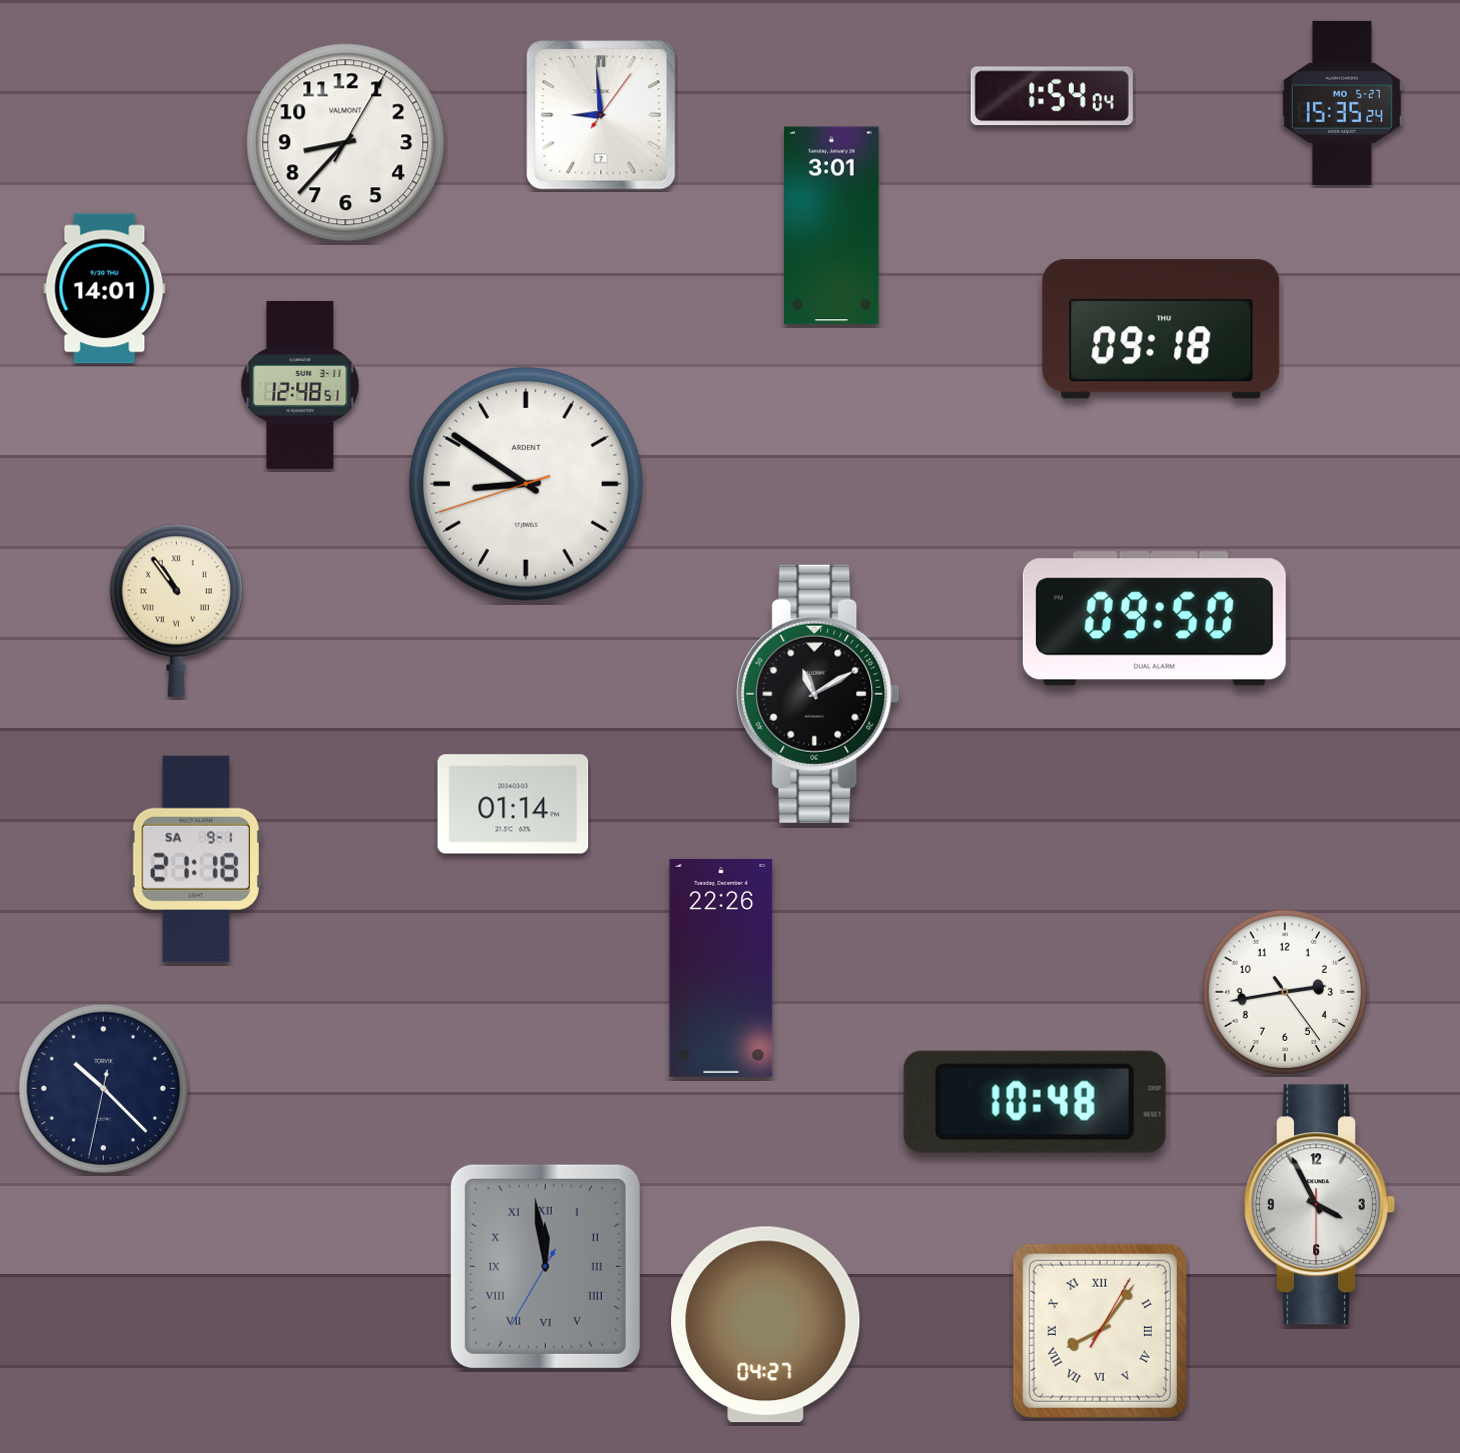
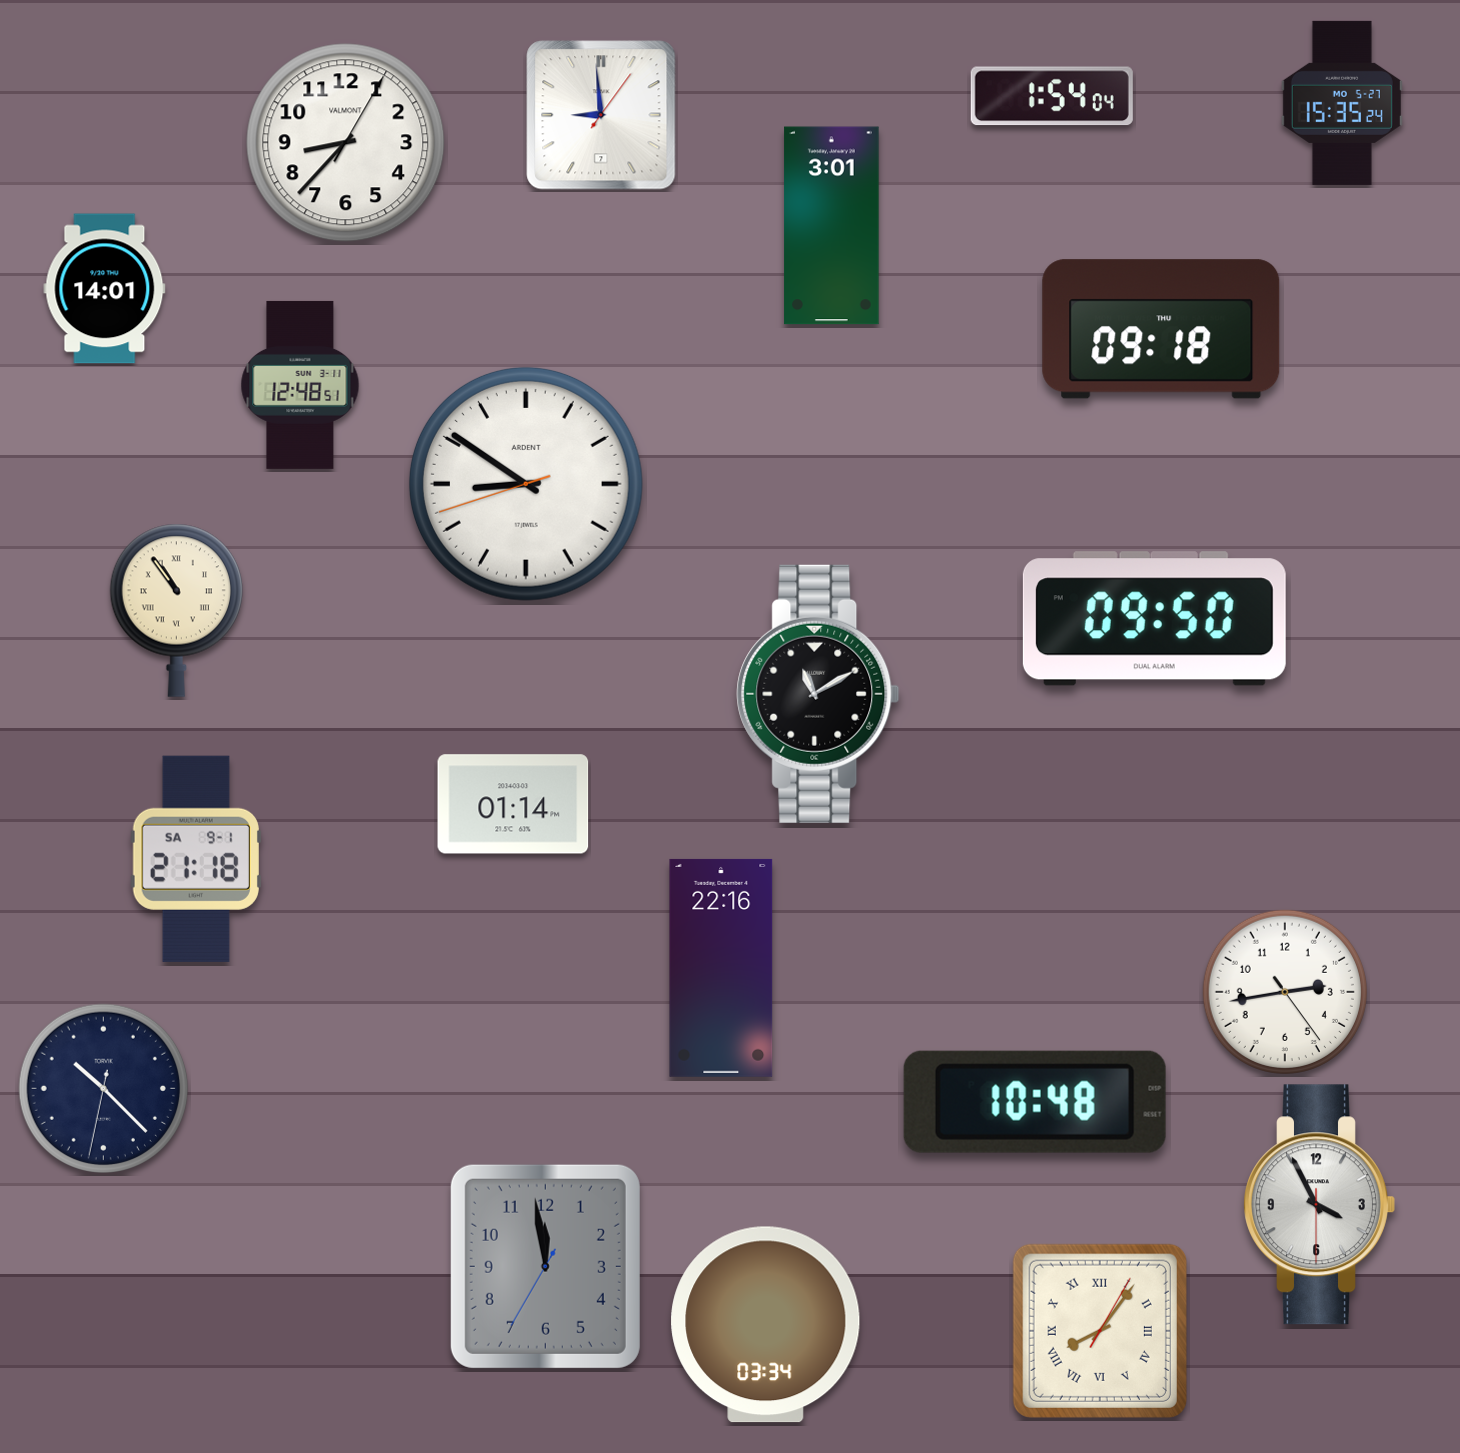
clock at (721, 968): 22:26 -> 22:16
clock at (545, 1266) numerals: Roman -> Arabic
clock at (766, 1325): 04:27 -> 03:34
